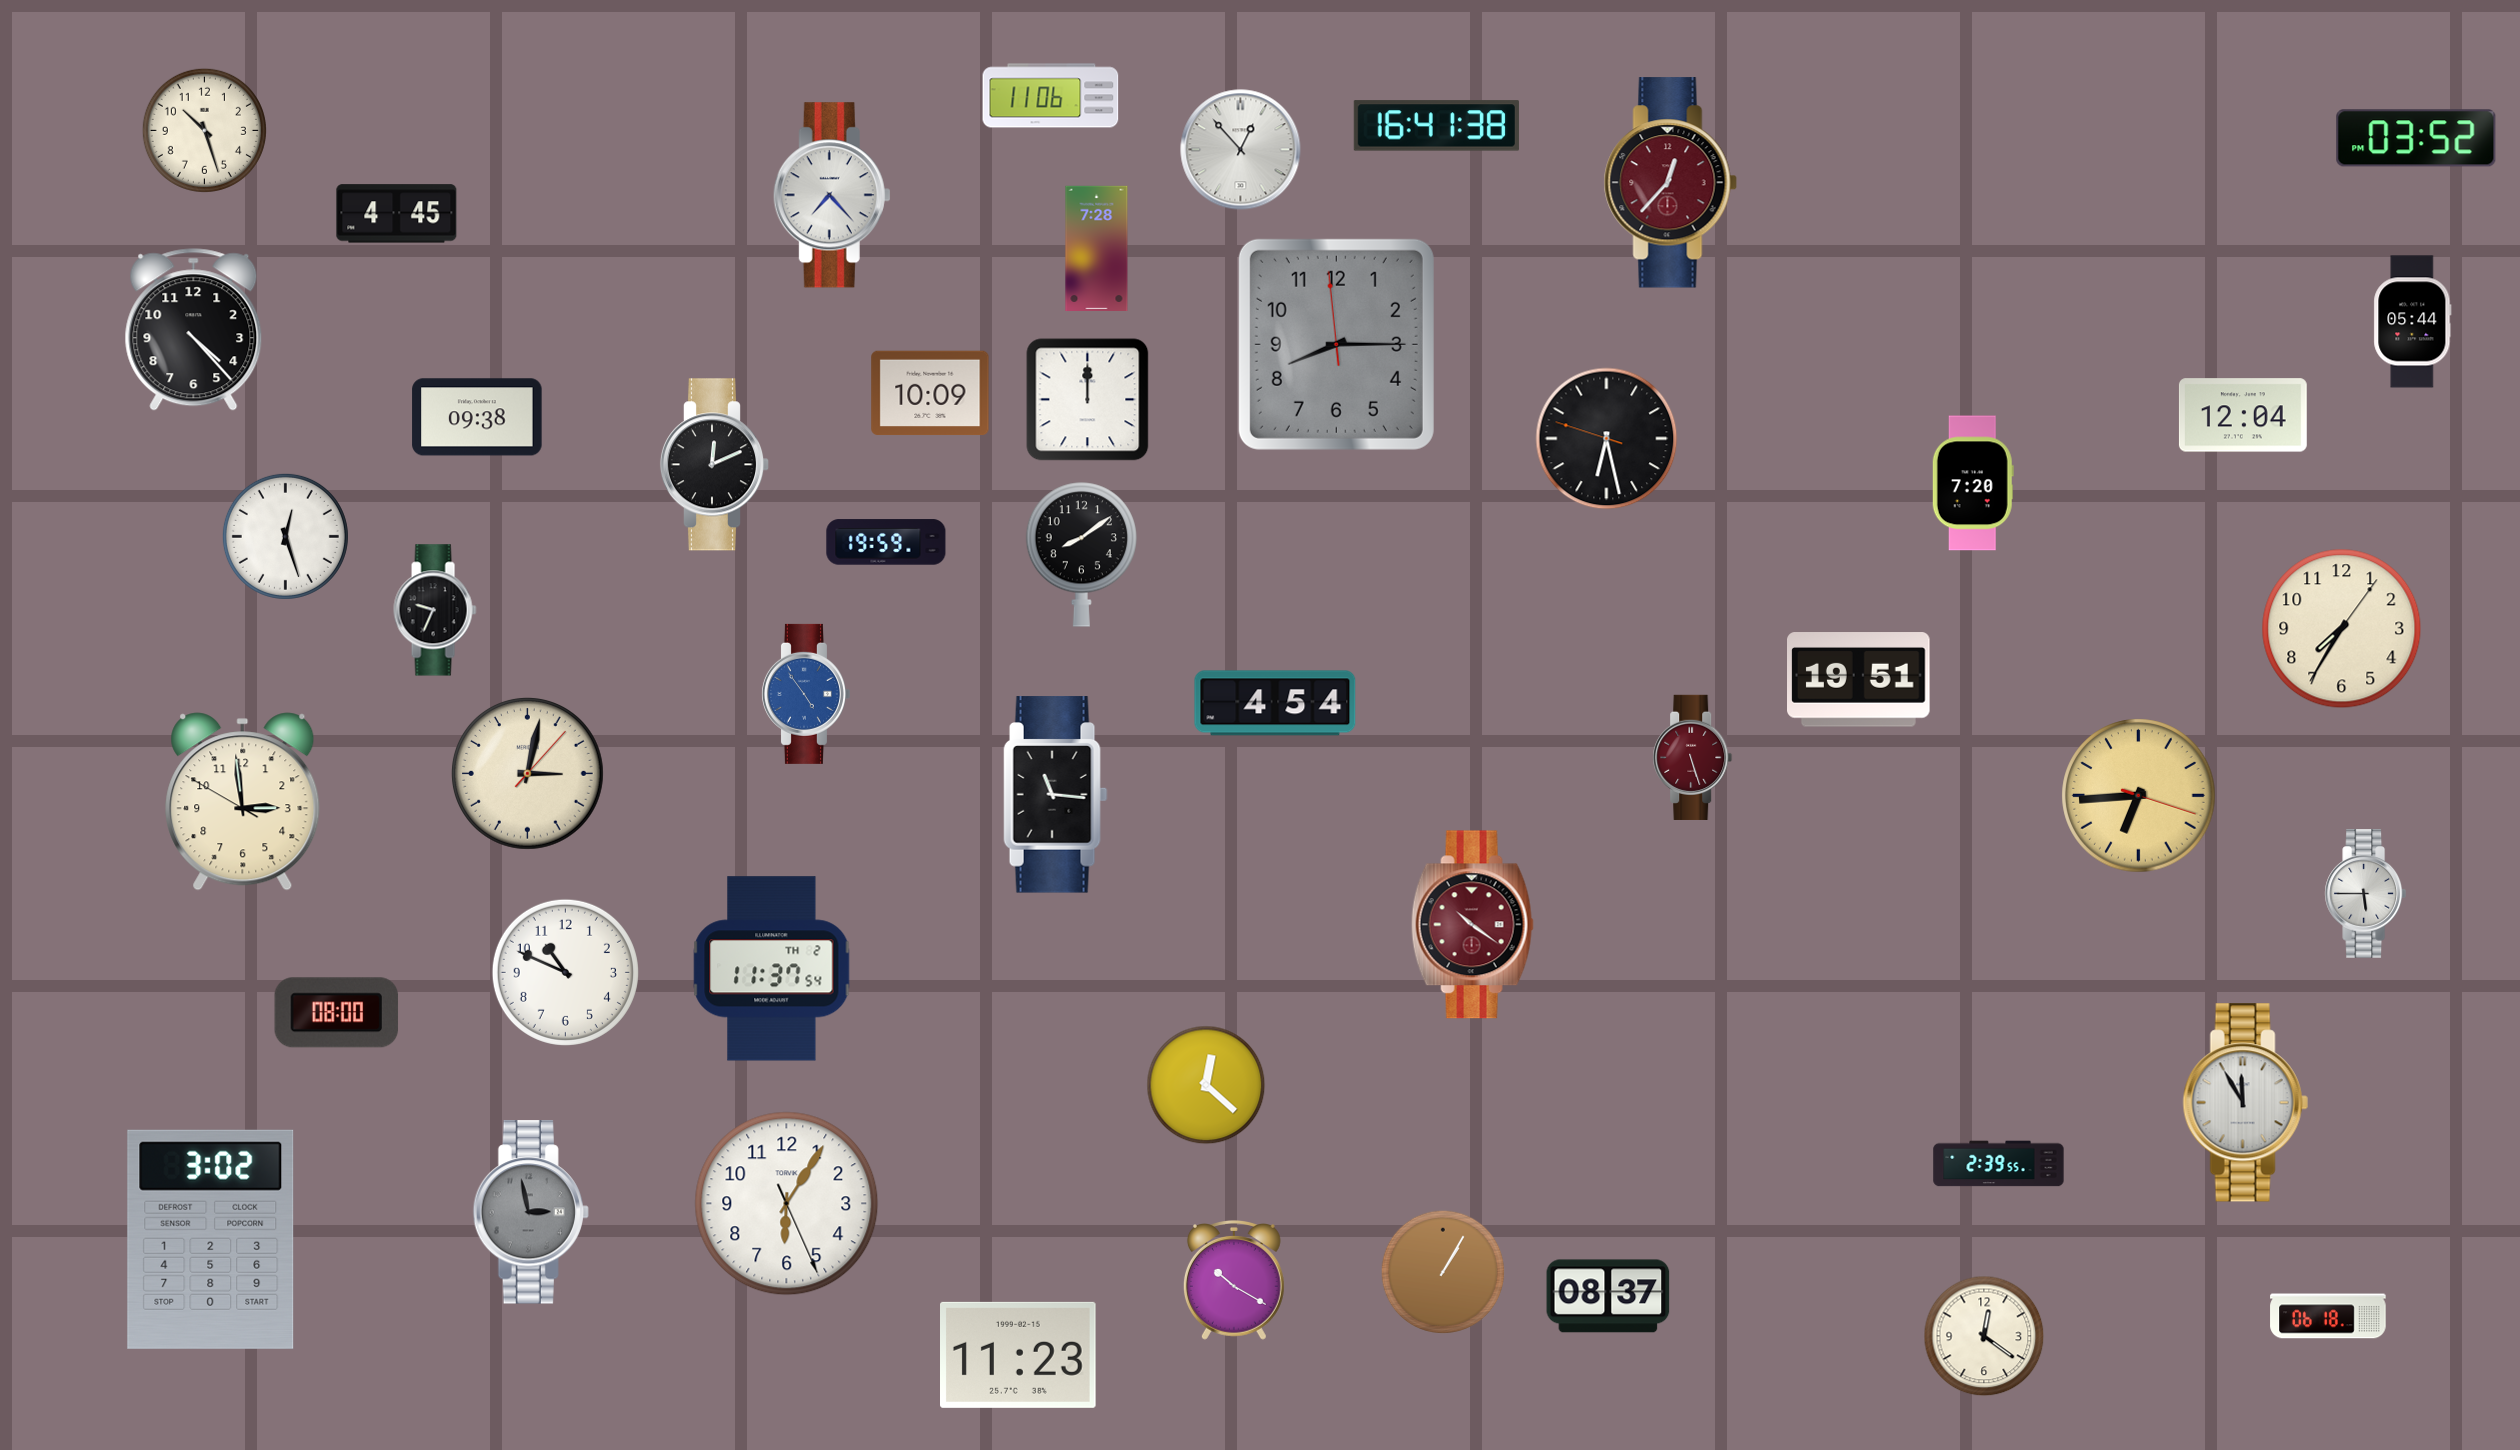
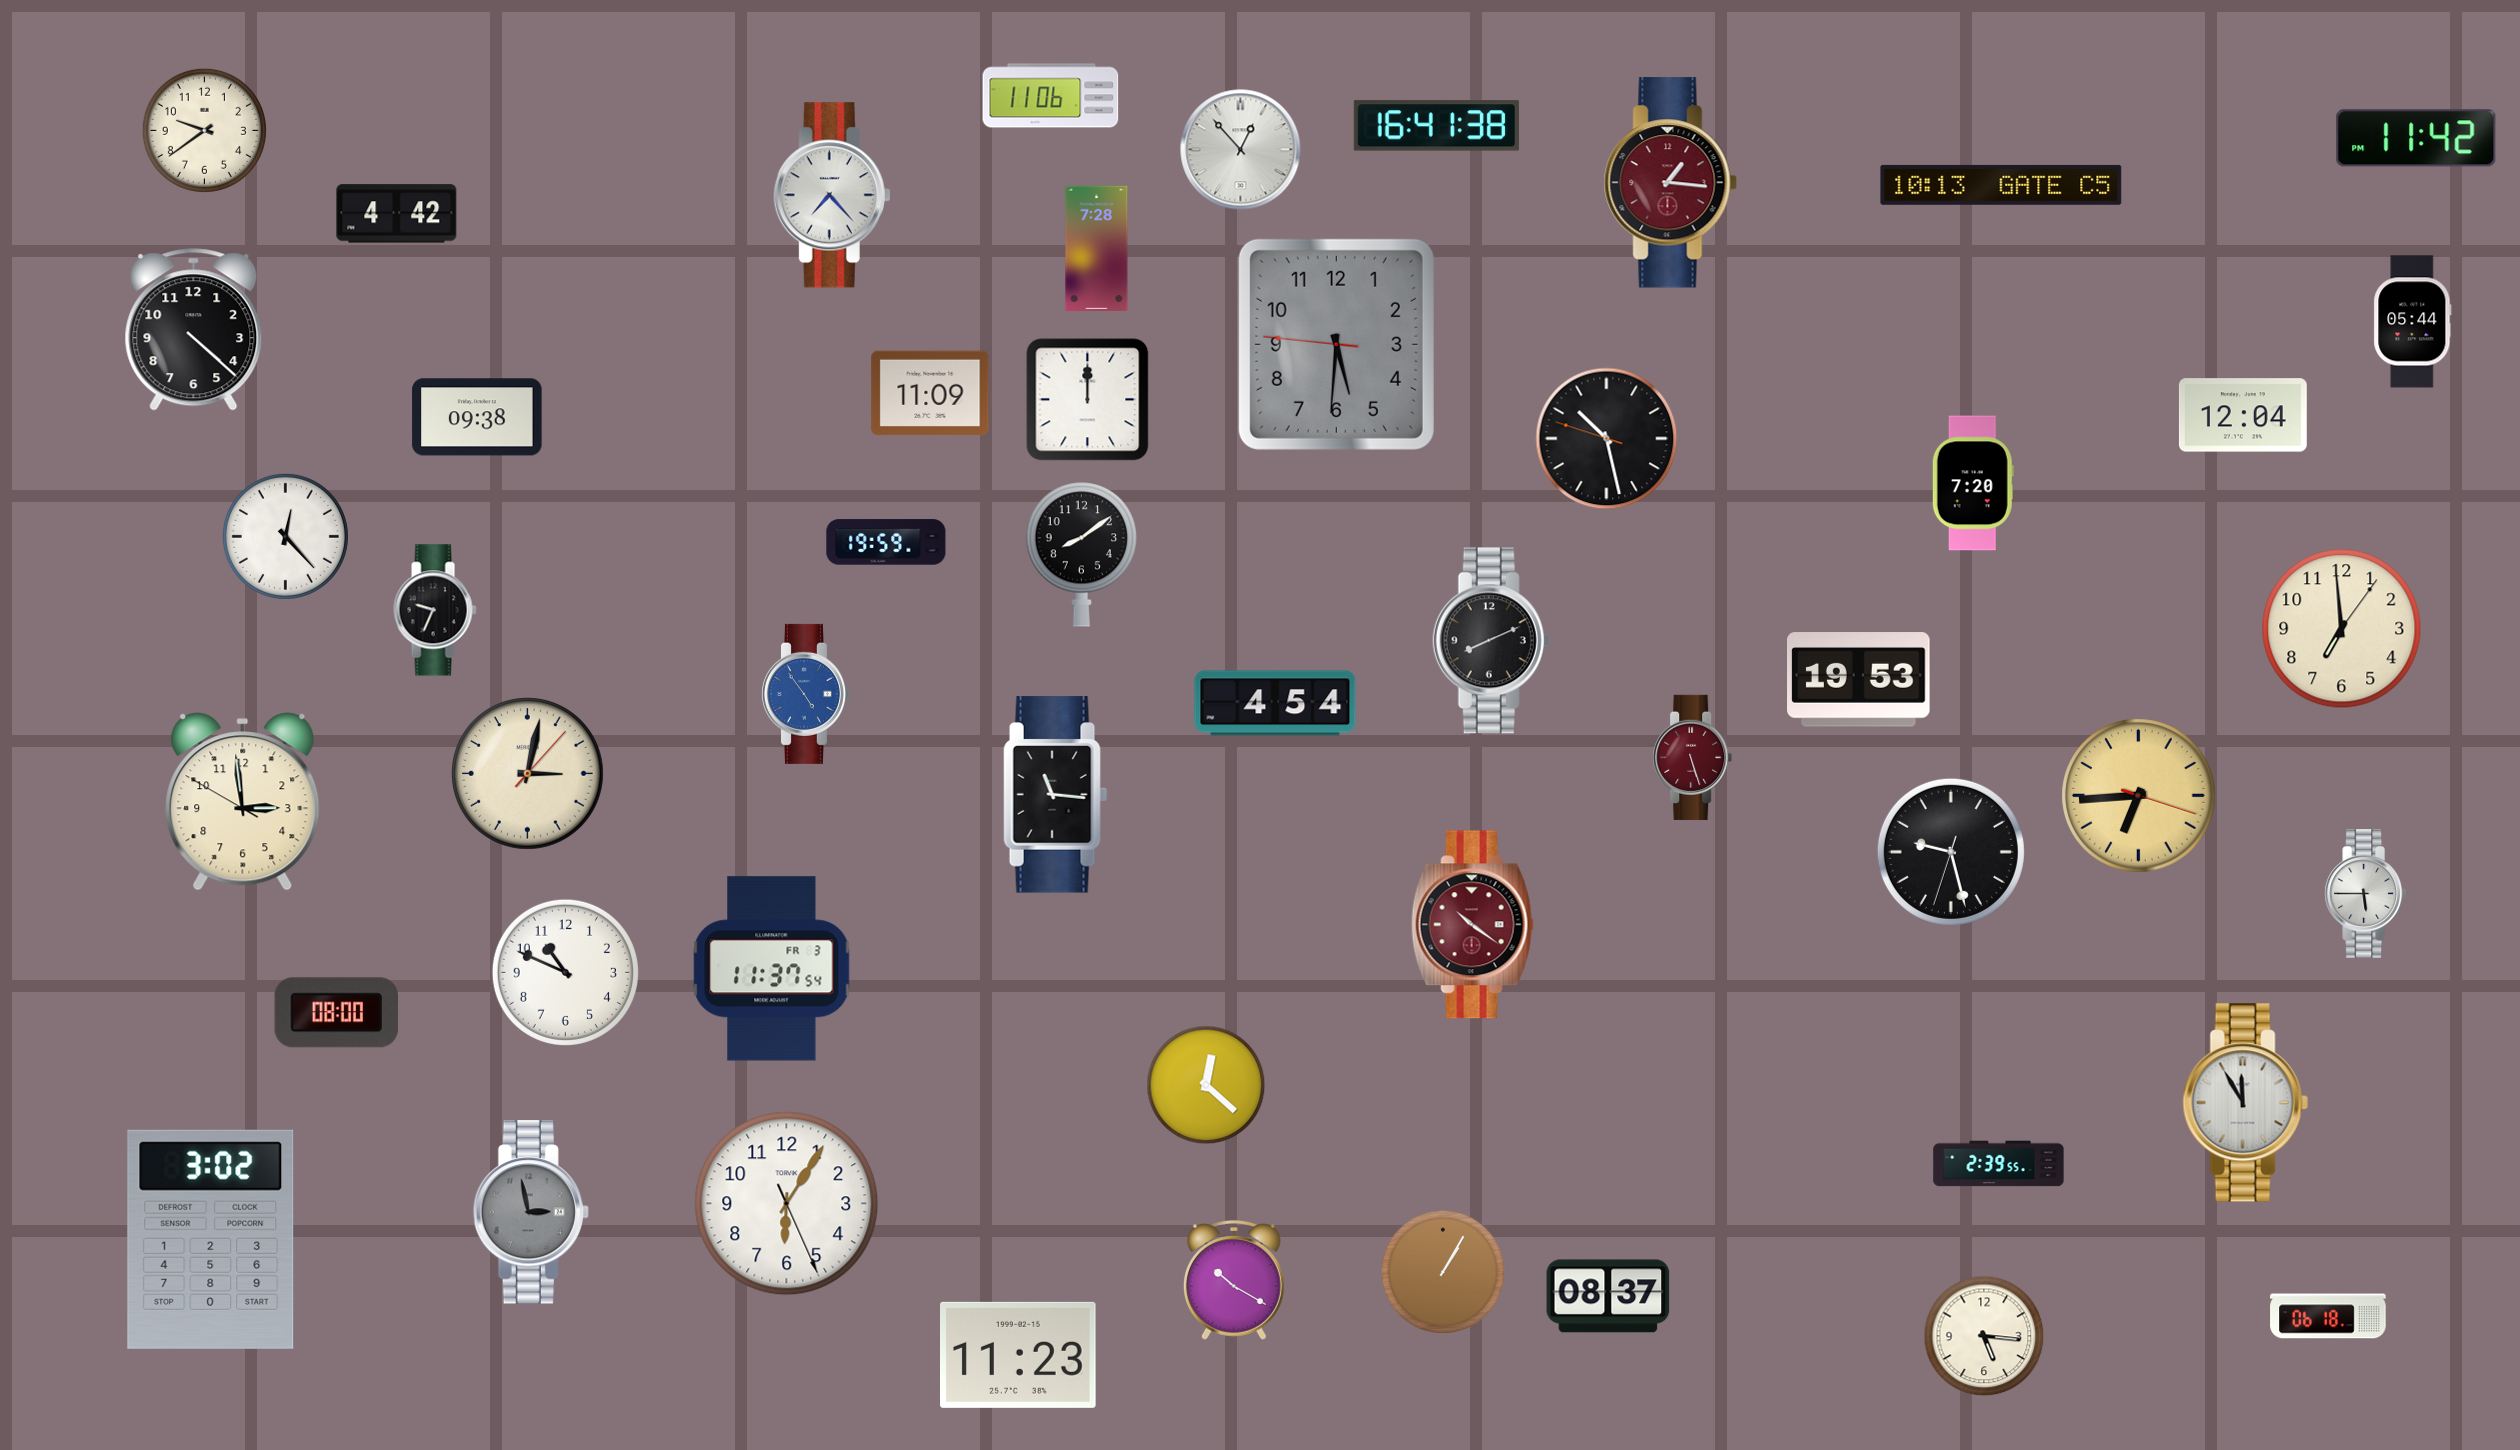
clock at (204, 130): 10:27 -> 9:39
clock at (2416, 138): 03:52 -> 11:42
clock at (1670, 183): 12:37 -> 1:16
clock at (2001, 185): none -> 10:13
clock at (397, 214): 4:45 -> 4:42
clock at (194, 330): 4:23 -> 4:22
clock at (1336, 344): 8:14 -> 5:30
clock at (930, 393): 10:09 -> 11:09
clock at (1607, 439): 6:27 -> 10:27
clock at (715, 465): 12:11 -> none
clock at (285, 536): 12:27 -> 12:23
clock at (2342, 629): 7:35 -> 6:59
clock at (1492, 641): none -> 8:11
clock at (1859, 680): 19:51 -> 19:53
clock at (1951, 852): none -> 9:27
clock at (772, 969) date: TH 2 -> FR 3
clock at (1984, 1336): 12:21 -> 5:16
